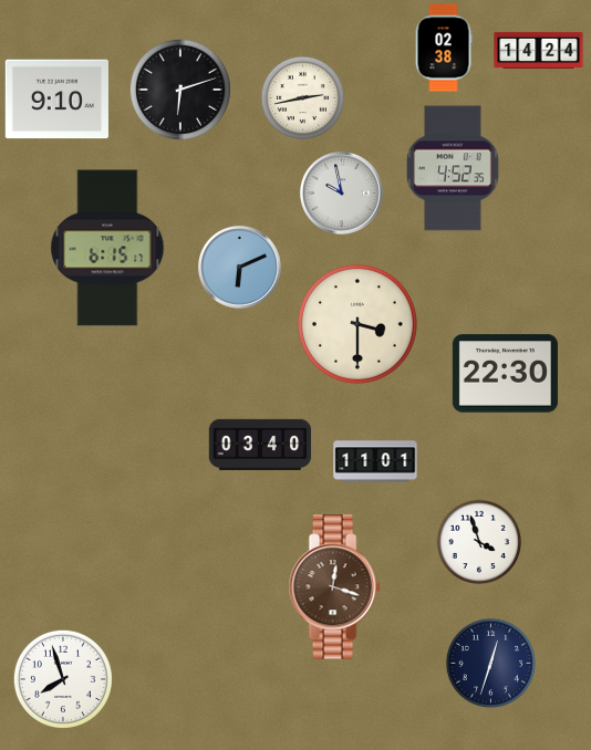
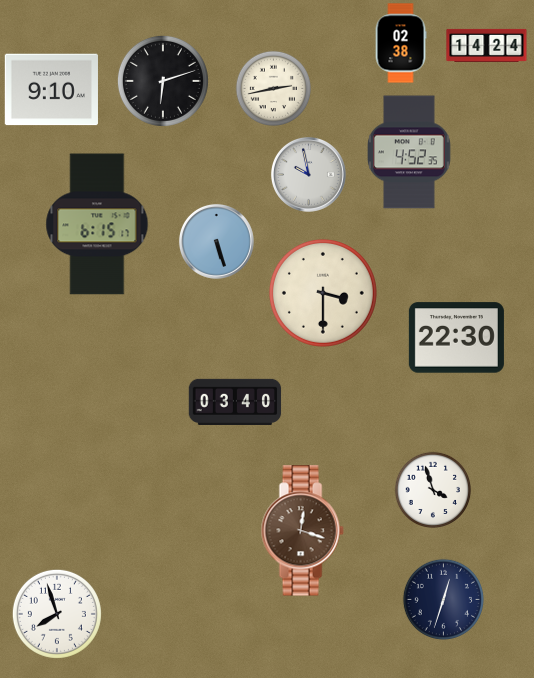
clock at (239, 267): 6:11 -> 5:27
clock at (375, 461): 11:01 -> none
